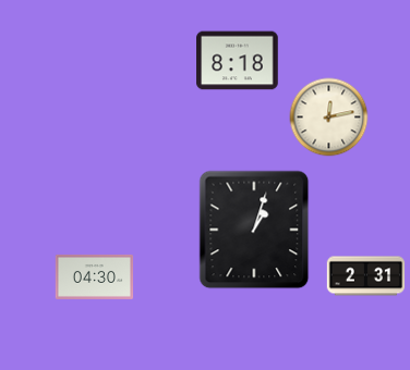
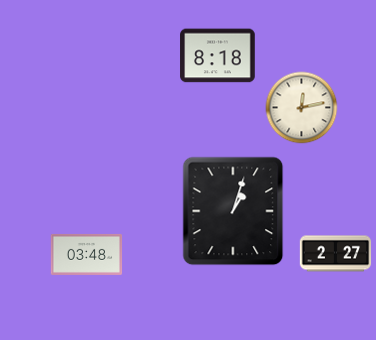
clock at (95, 276): 04:30 -> 03:48
clock at (366, 276): 2:31 -> 2:27
